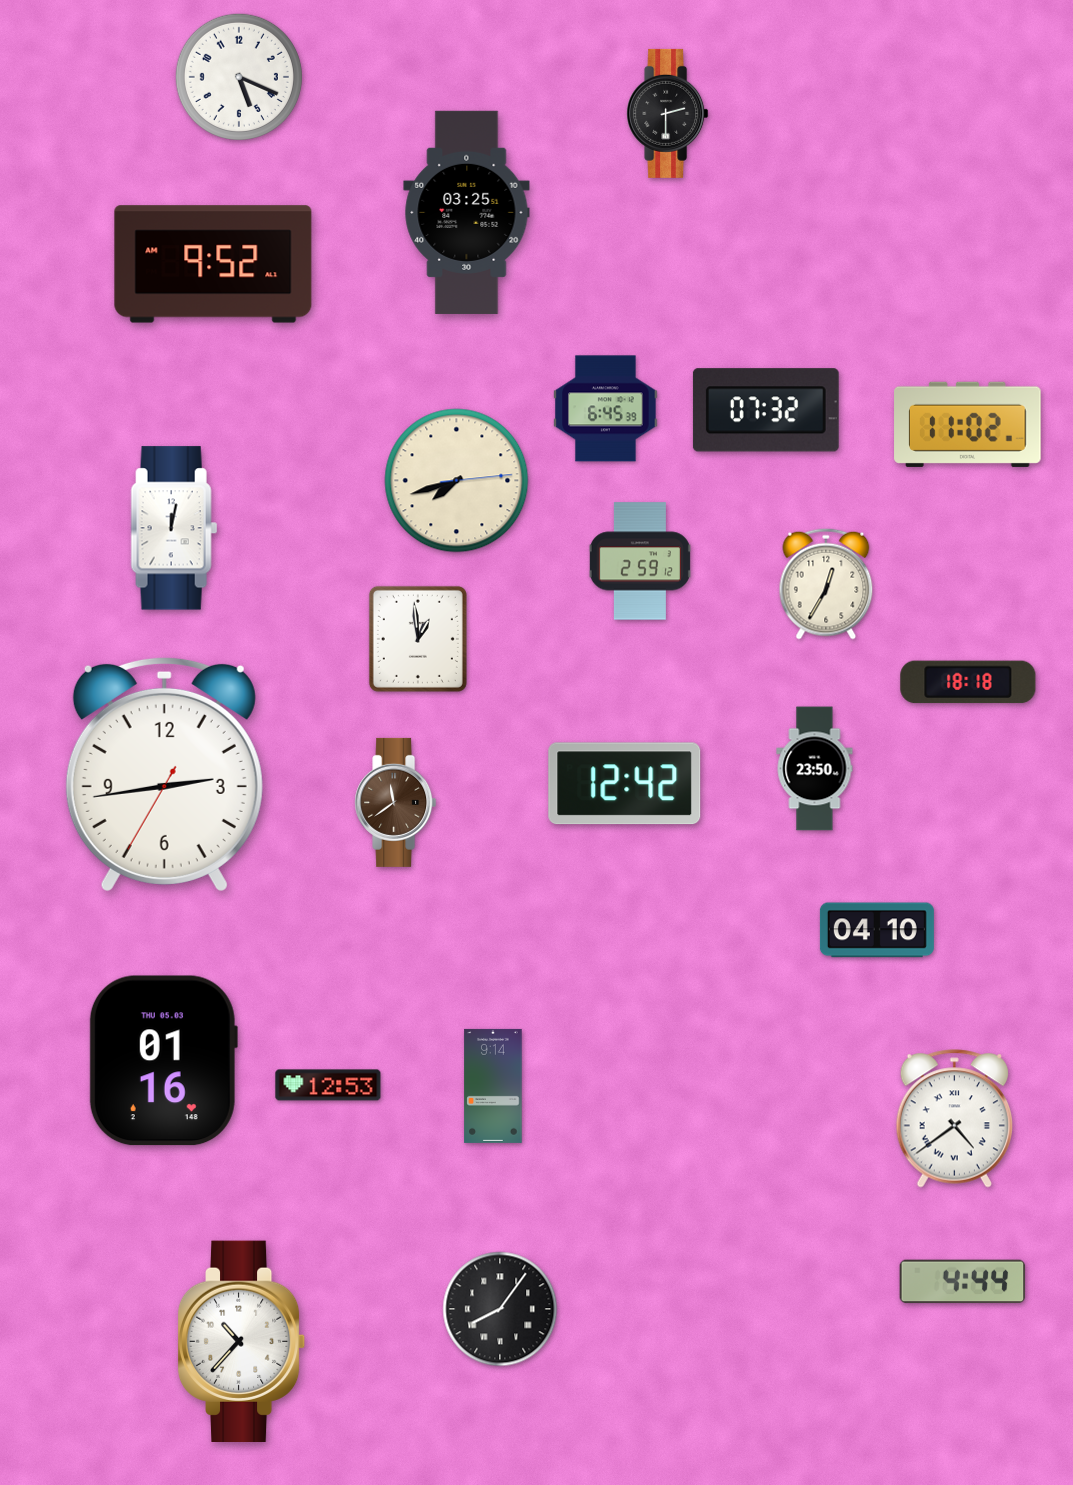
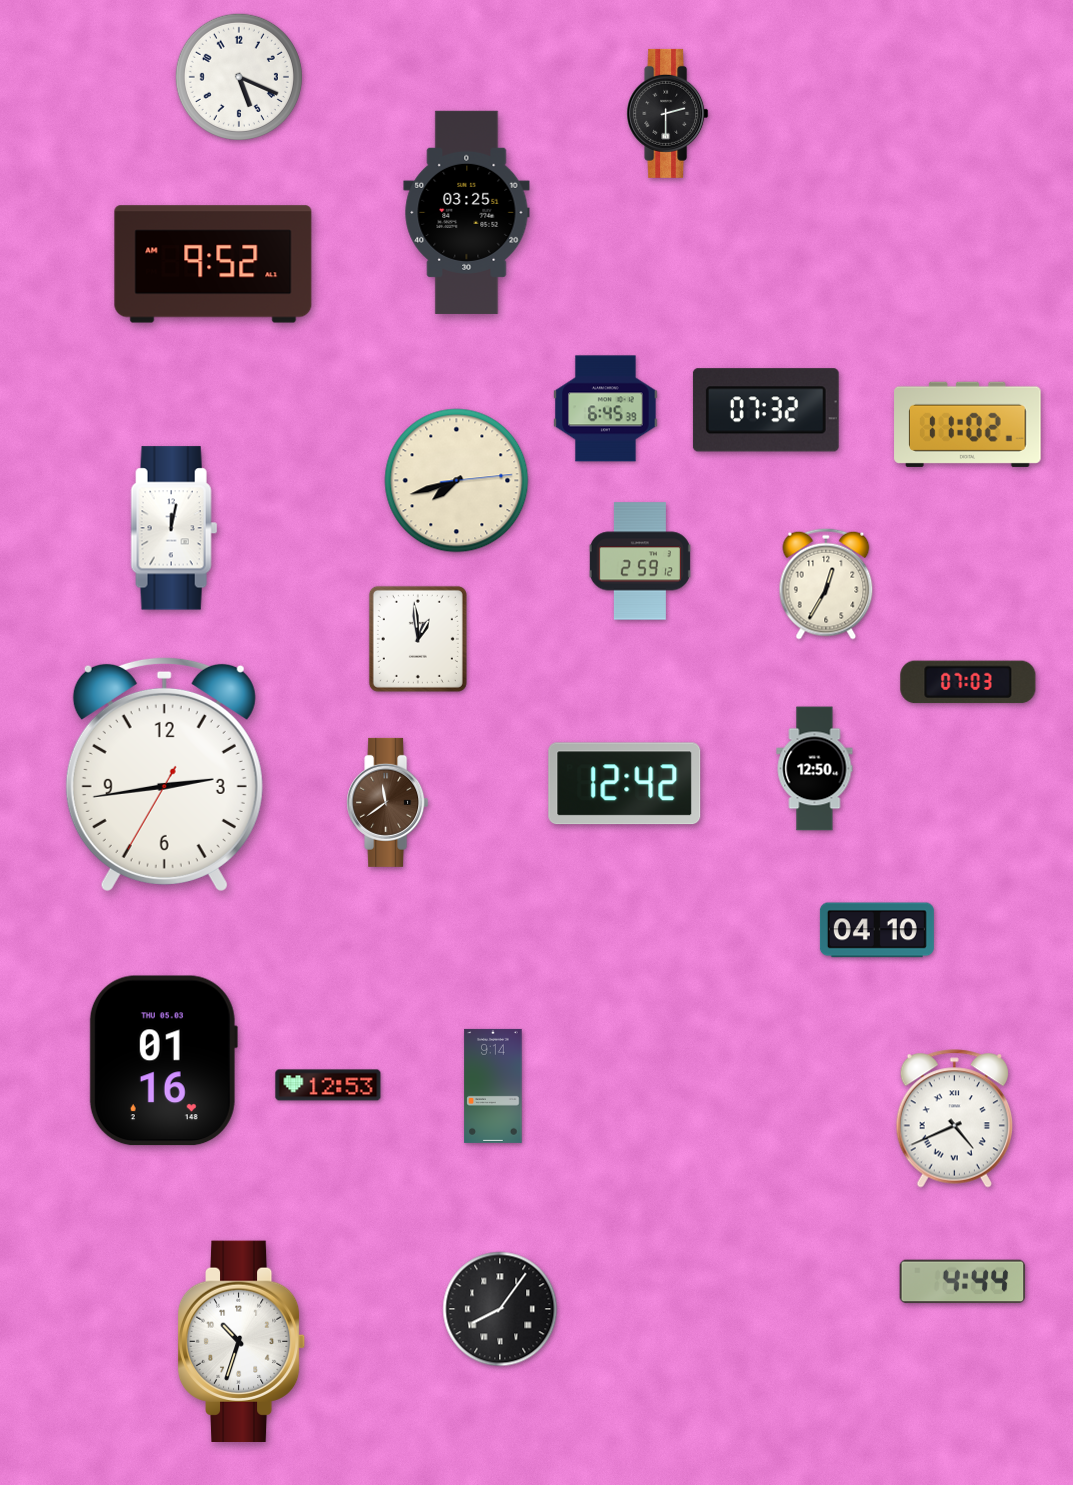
clock at (968, 682): 18:18 -> 07:03
clock at (815, 769): 23:50 -> 12:50
clock at (396, 802) position: (396, 802) -> (388, 802)
clock at (954, 1119): 4:39 -> 4:41
clock at (242, 1341): 10:37 -> 10:33
